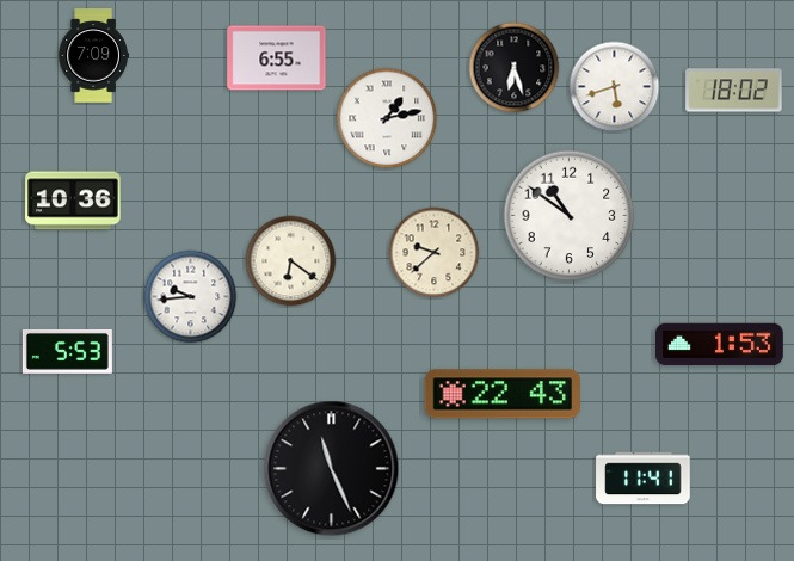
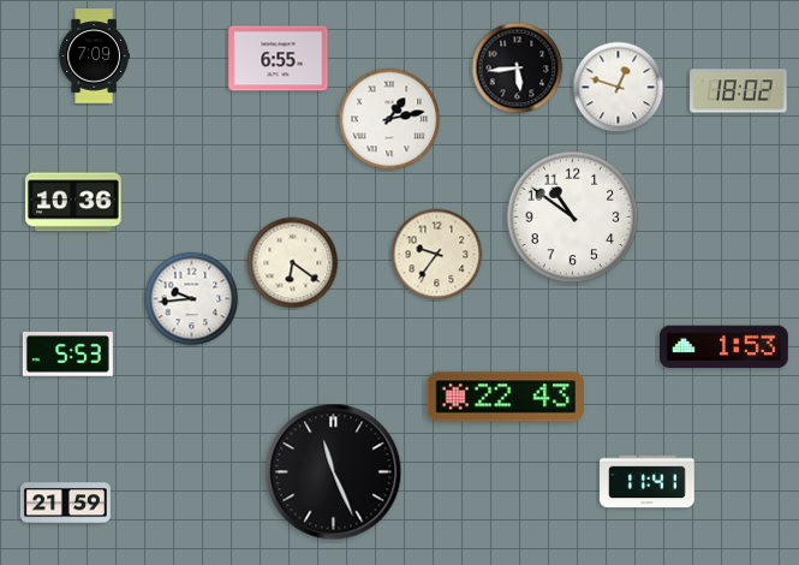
clock at (515, 68): 6:27 -> 5:44
clock at (615, 87): 5:42 -> 12:48
clock at (435, 253): 9:38 -> 9:36
clock at (65, 504): none -> 21:59
